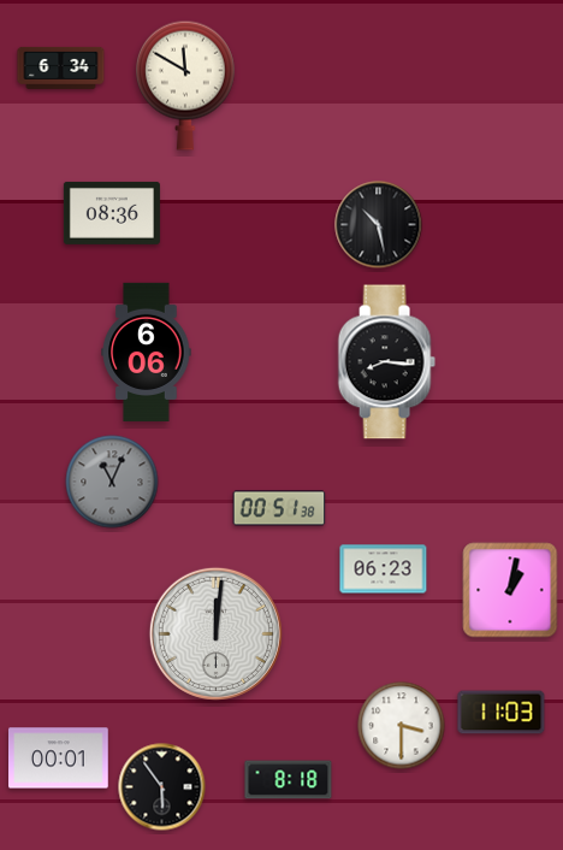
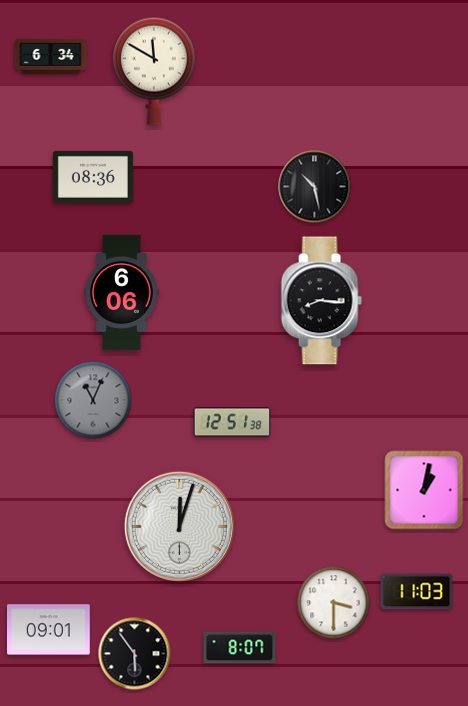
clock at (279, 508): 00:51 -> 12:51
clock at (384, 569): 06:23 -> none
clock at (215, 633): 12:01 -> 12:03
clock at (59, 758): 00:01 -> 09:01
clock at (289, 780): 8:18 -> 8:07
